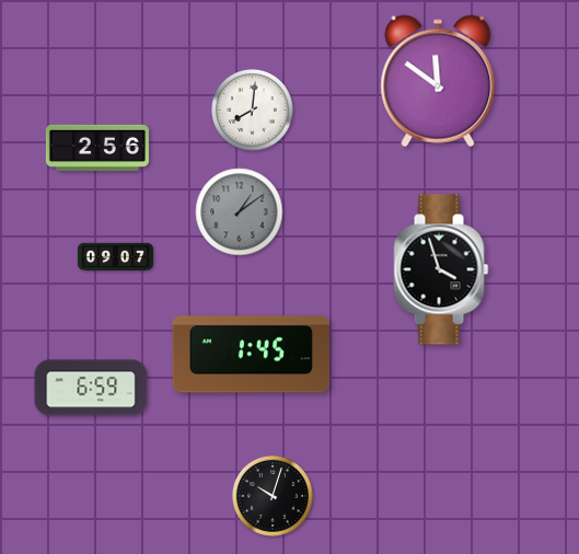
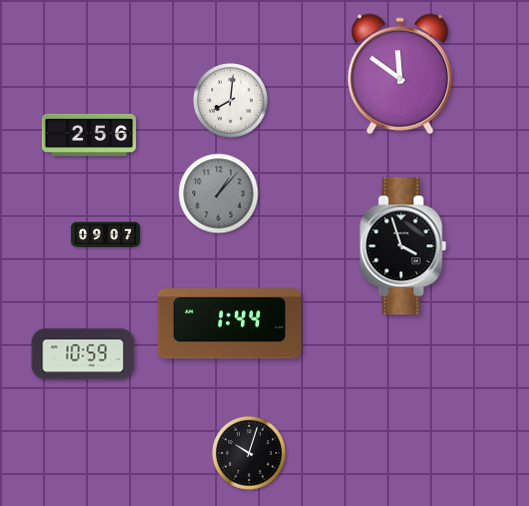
clock at (240, 212): 1:09 -> 1:07
clock at (251, 355): 1:45 -> 1:44
clock at (91, 388): 6:59 -> 10:59
